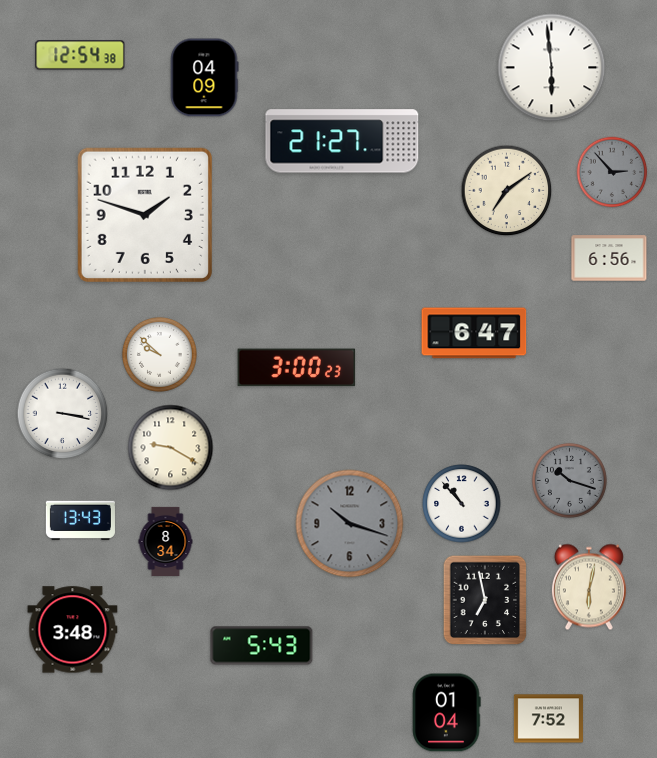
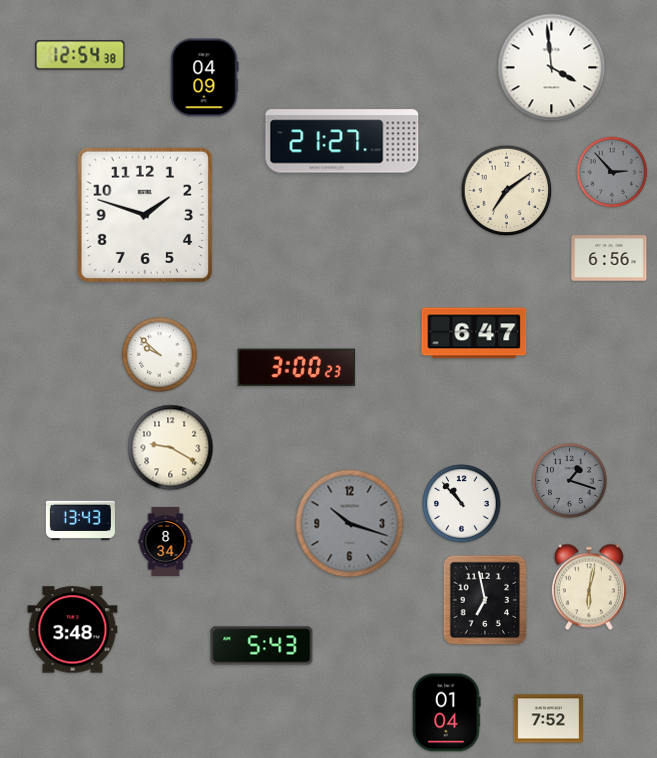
clock at (552, 68): 5:59 -> 3:59
clock at (63, 414): 3:17 -> none
clock at (569, 480): 10:18 -> 1:18
